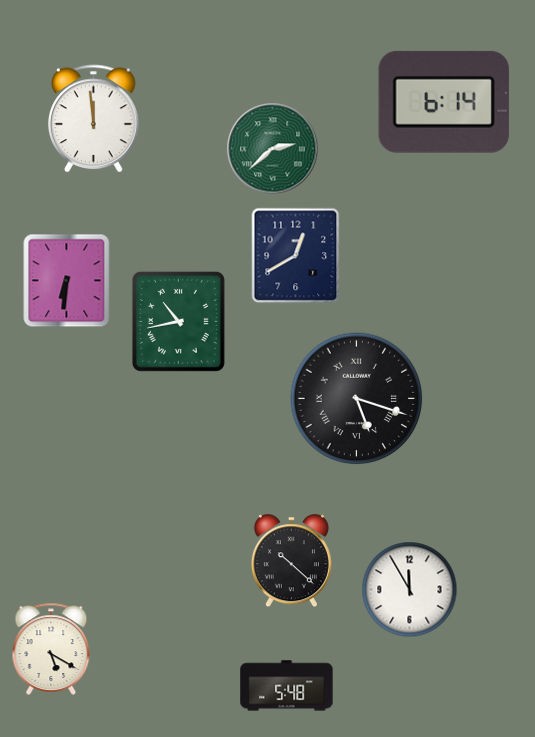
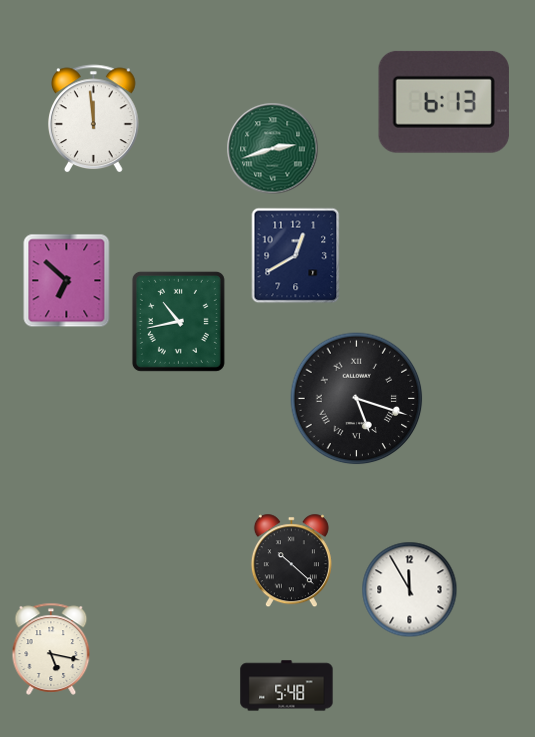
clock at (444, 102): 6:14 -> 6:13
clock at (273, 149): 2:38 -> 2:42
clock at (67, 281): 6:31 -> 6:52
clock at (51, 649): 5:20 -> 5:17
